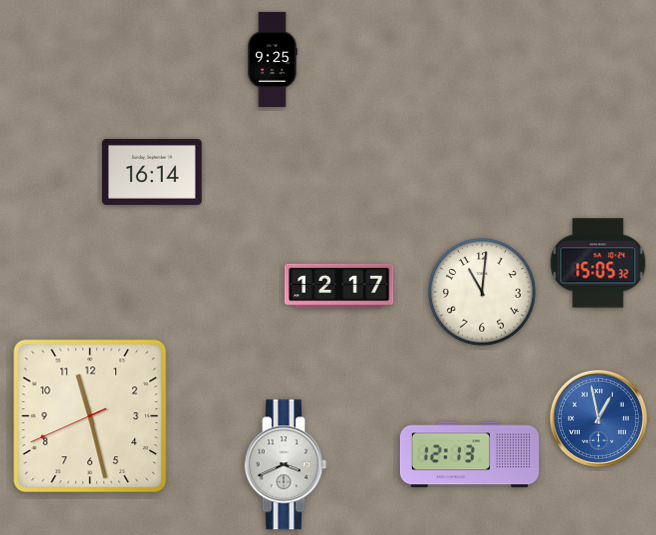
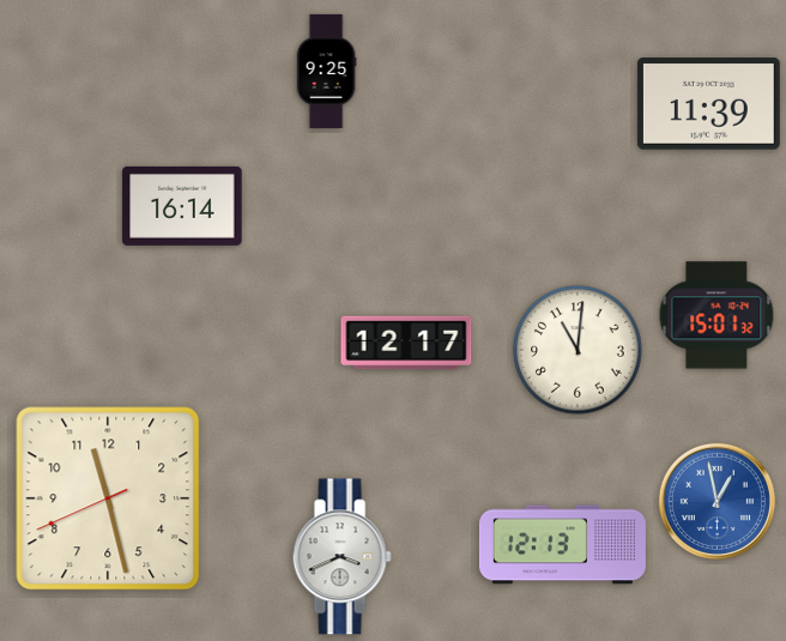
clock at (708, 104): none -> 11:39
clock at (598, 263): 15:05 -> 15:01
